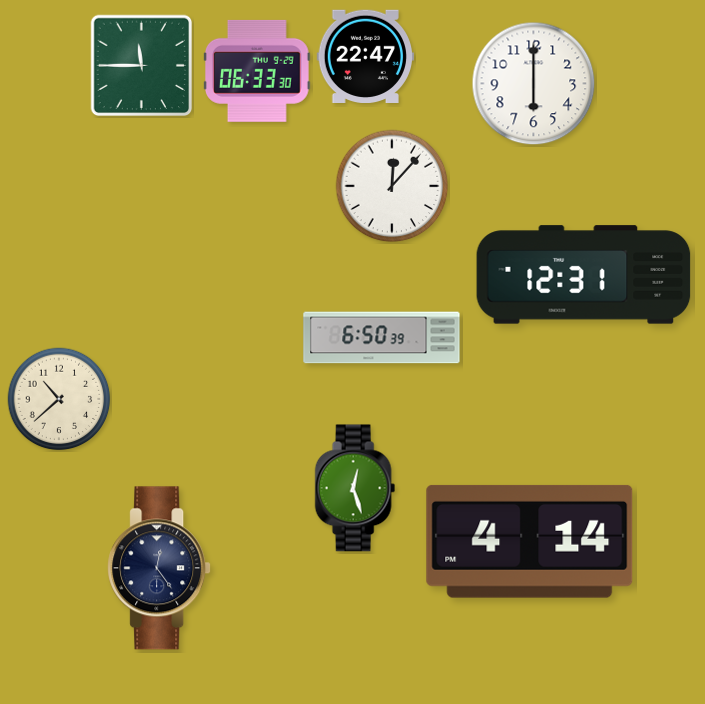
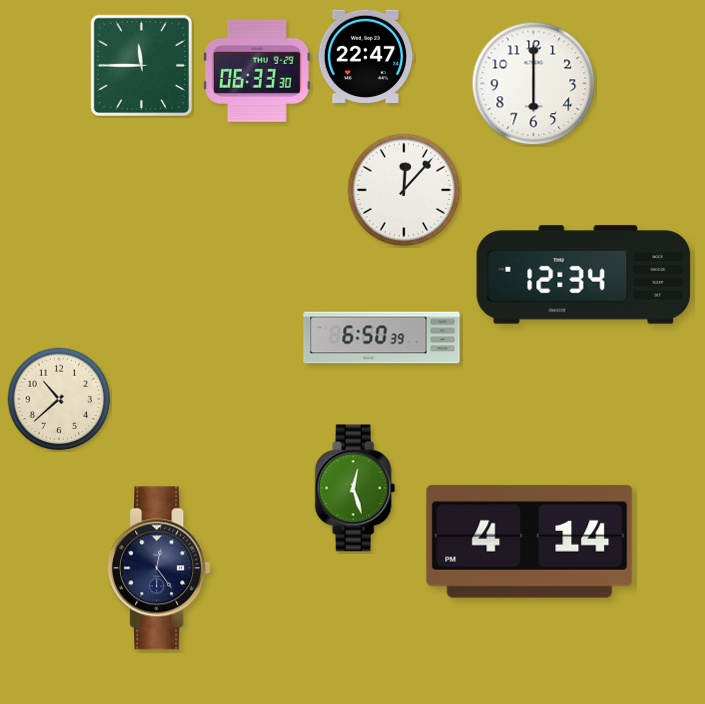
clock at (392, 186) position: (392, 186) -> (404, 190)
clock at (584, 275): 12:31 -> 12:34
